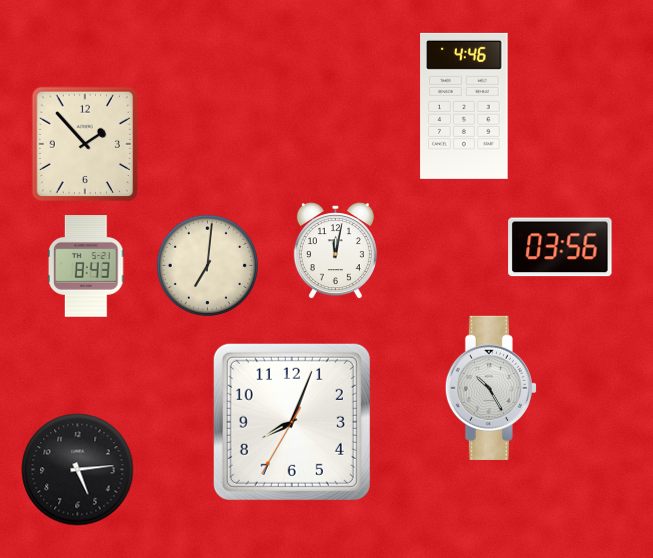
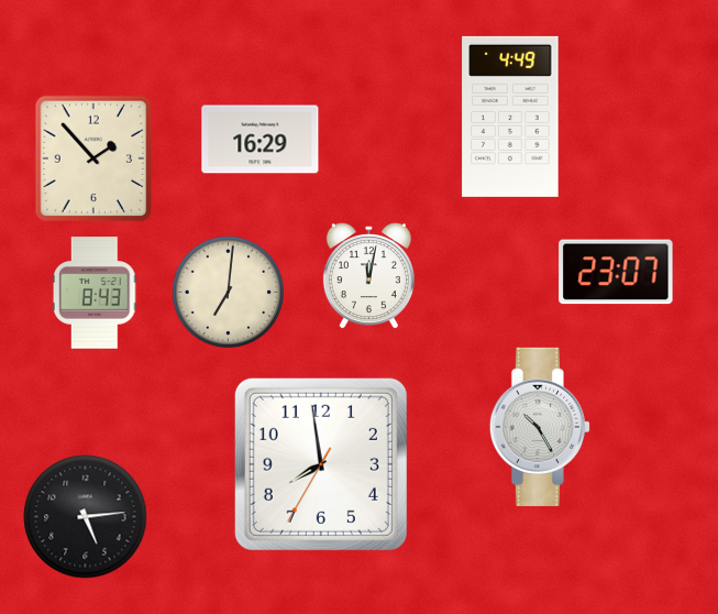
clock at (464, 106): 4:46 -> 4:49
clock at (261, 140): none -> 16:29
clock at (560, 247): 03:56 -> 23:07
clock at (292, 422): 8:03 -> 7:58
